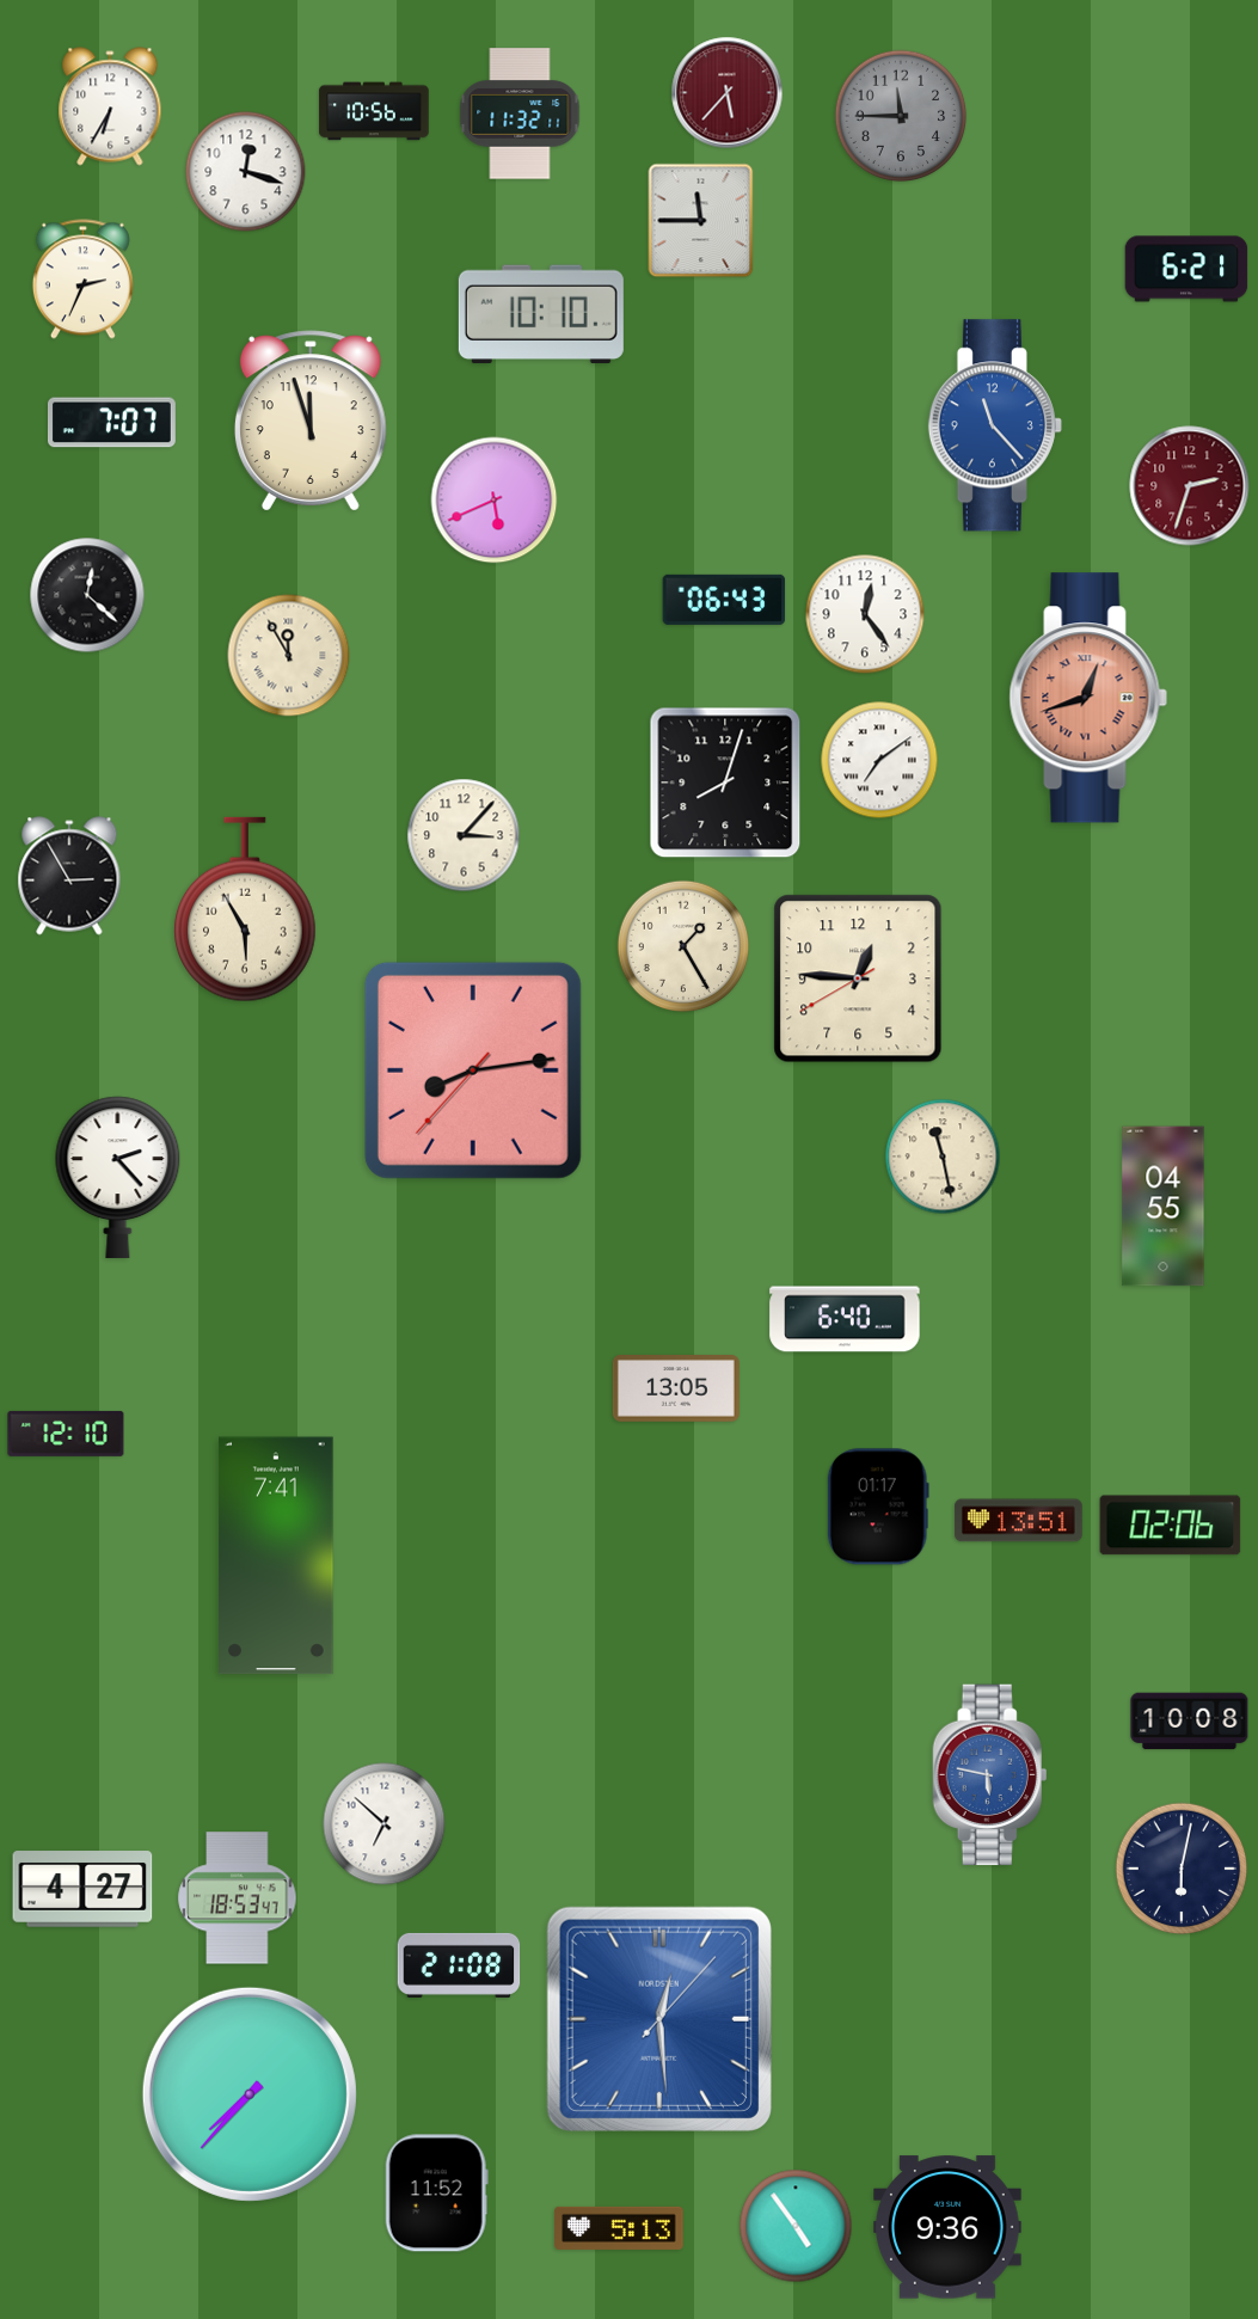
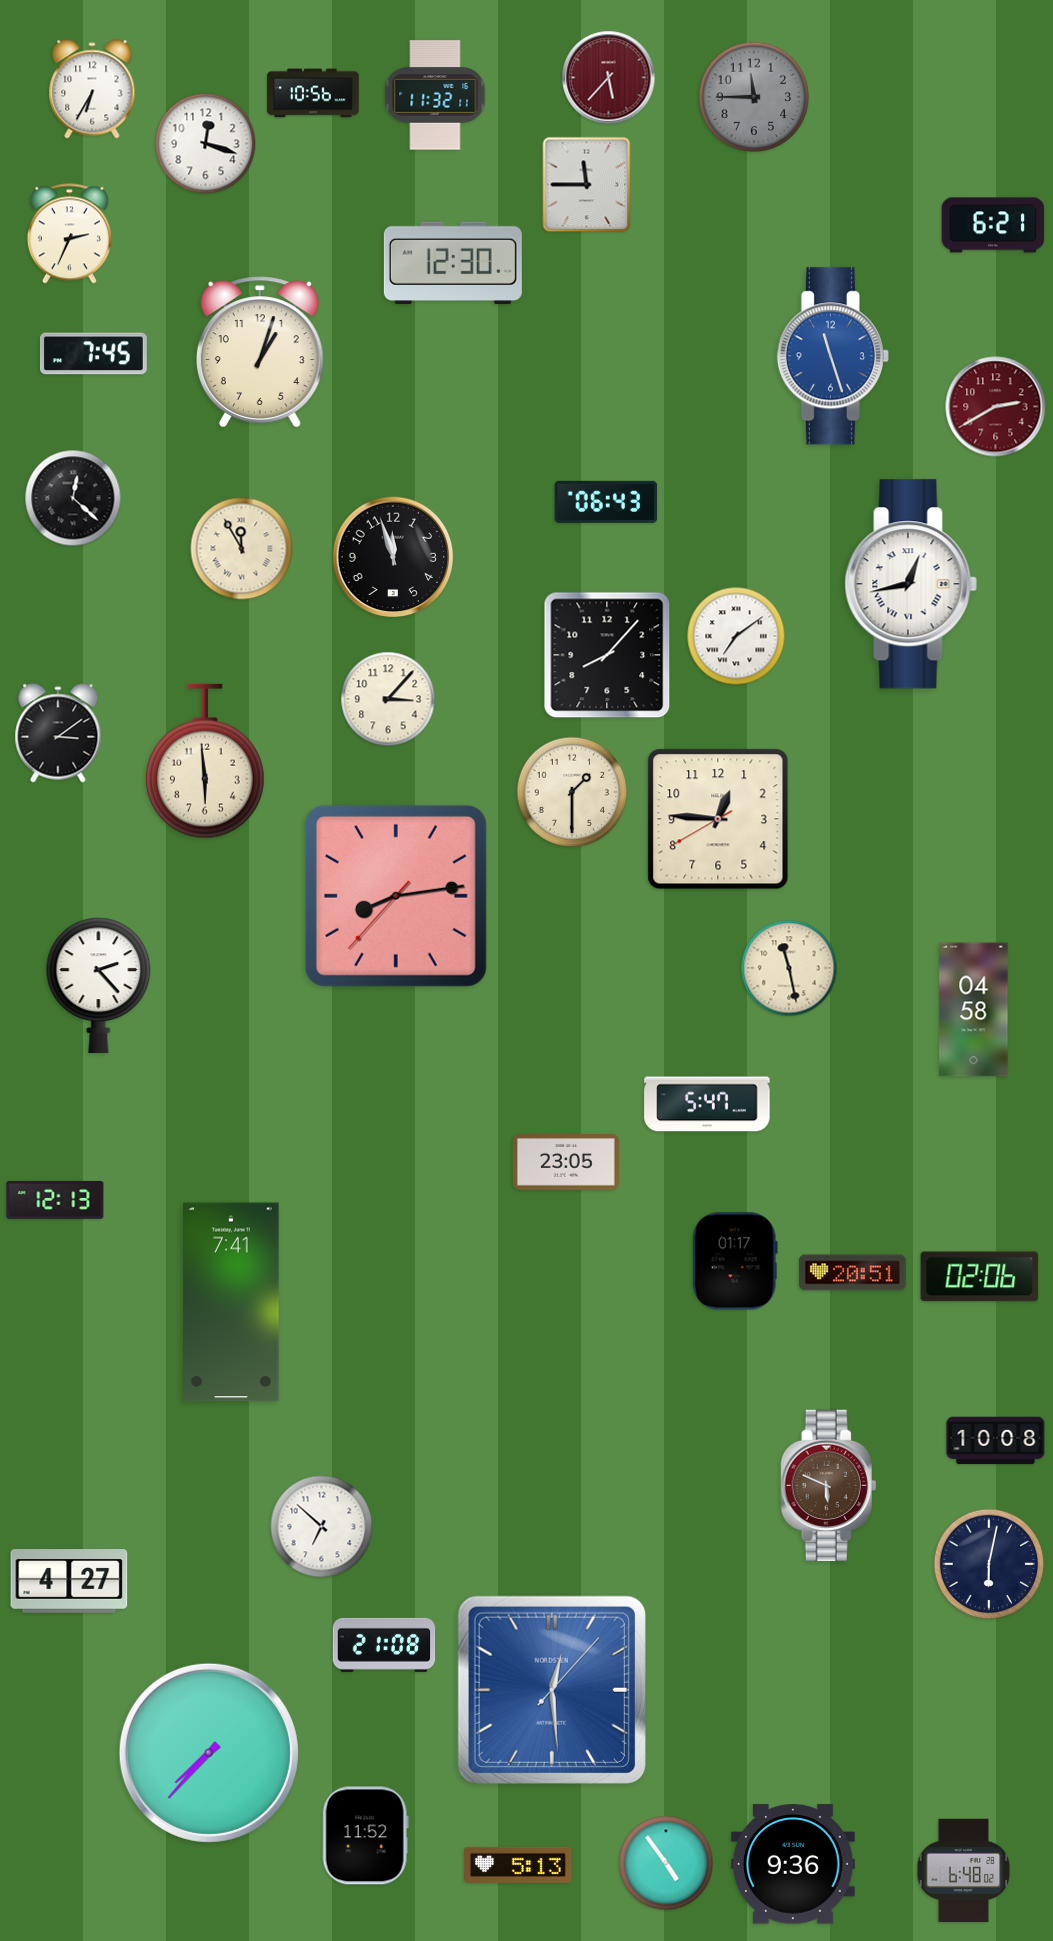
clock at (541, 314): 10:10 -> 12:30
clock at (311, 421): 11:57 -> 1:03
clock at (111, 423): 7:07 -> 7:45
clock at (995, 425): 11:23 -> 11:27
clock at (1190, 486): 2:33 -> 2:40
clock at (495, 501): 5:41 -> none
clock at (865, 614): 12:24 -> none
clock at (393, 557): none -> 11:57
clock at (1088, 698): 12:42 -> 12:43
clock at (1088, 698) dial: salmon -> white
clock at (725, 783): 8:03 -> 8:07
clock at (69, 876): 2:55 -> 3:09
clock at (246, 909): 5:55 -> 5:59
clock at (683, 946): 1:25 -> 1:30
clock at (1164, 1207): 04:55 -> 04:58
clock at (845, 1319): 6:40 -> 5:47
clock at (676, 1389): 13:05 -> 23:05
clock at (66, 1434): 12:10 -> 12:13
clock at (1018, 1521): 13:51 -> 20:51
clock at (990, 1775): 5:47 -> 5:49
clock at (990, 1775) dial: blue -> brown
clock at (238, 1898): 18:53 -> none
clock at (964, 1871): none -> 6:48
